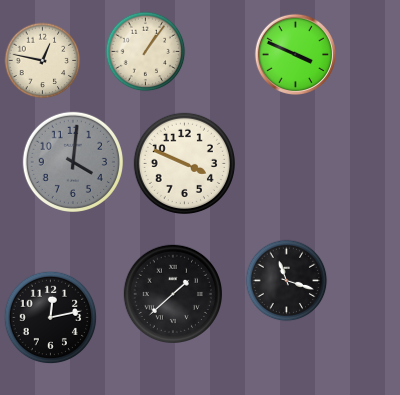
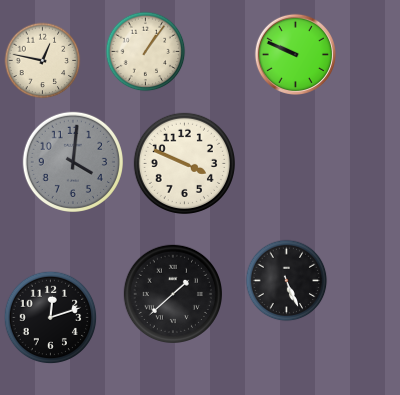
clock at (295, 54): 3:49 -> 9:49
clock at (287, 281): 11:18 -> 5:26
clock at (51, 318): 12:13 -> 12:12
